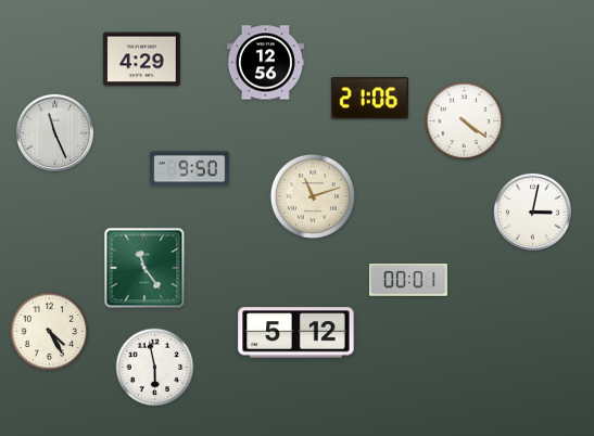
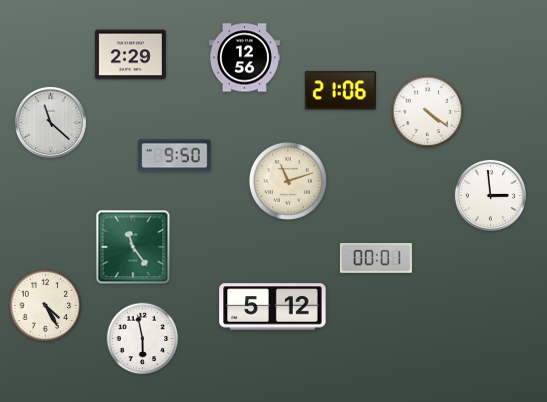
clock at (141, 60): 4:29 -> 2:29
clock at (54, 132): 11:26 -> 11:22
clock at (532, 211): 3:02 -> 2:59
